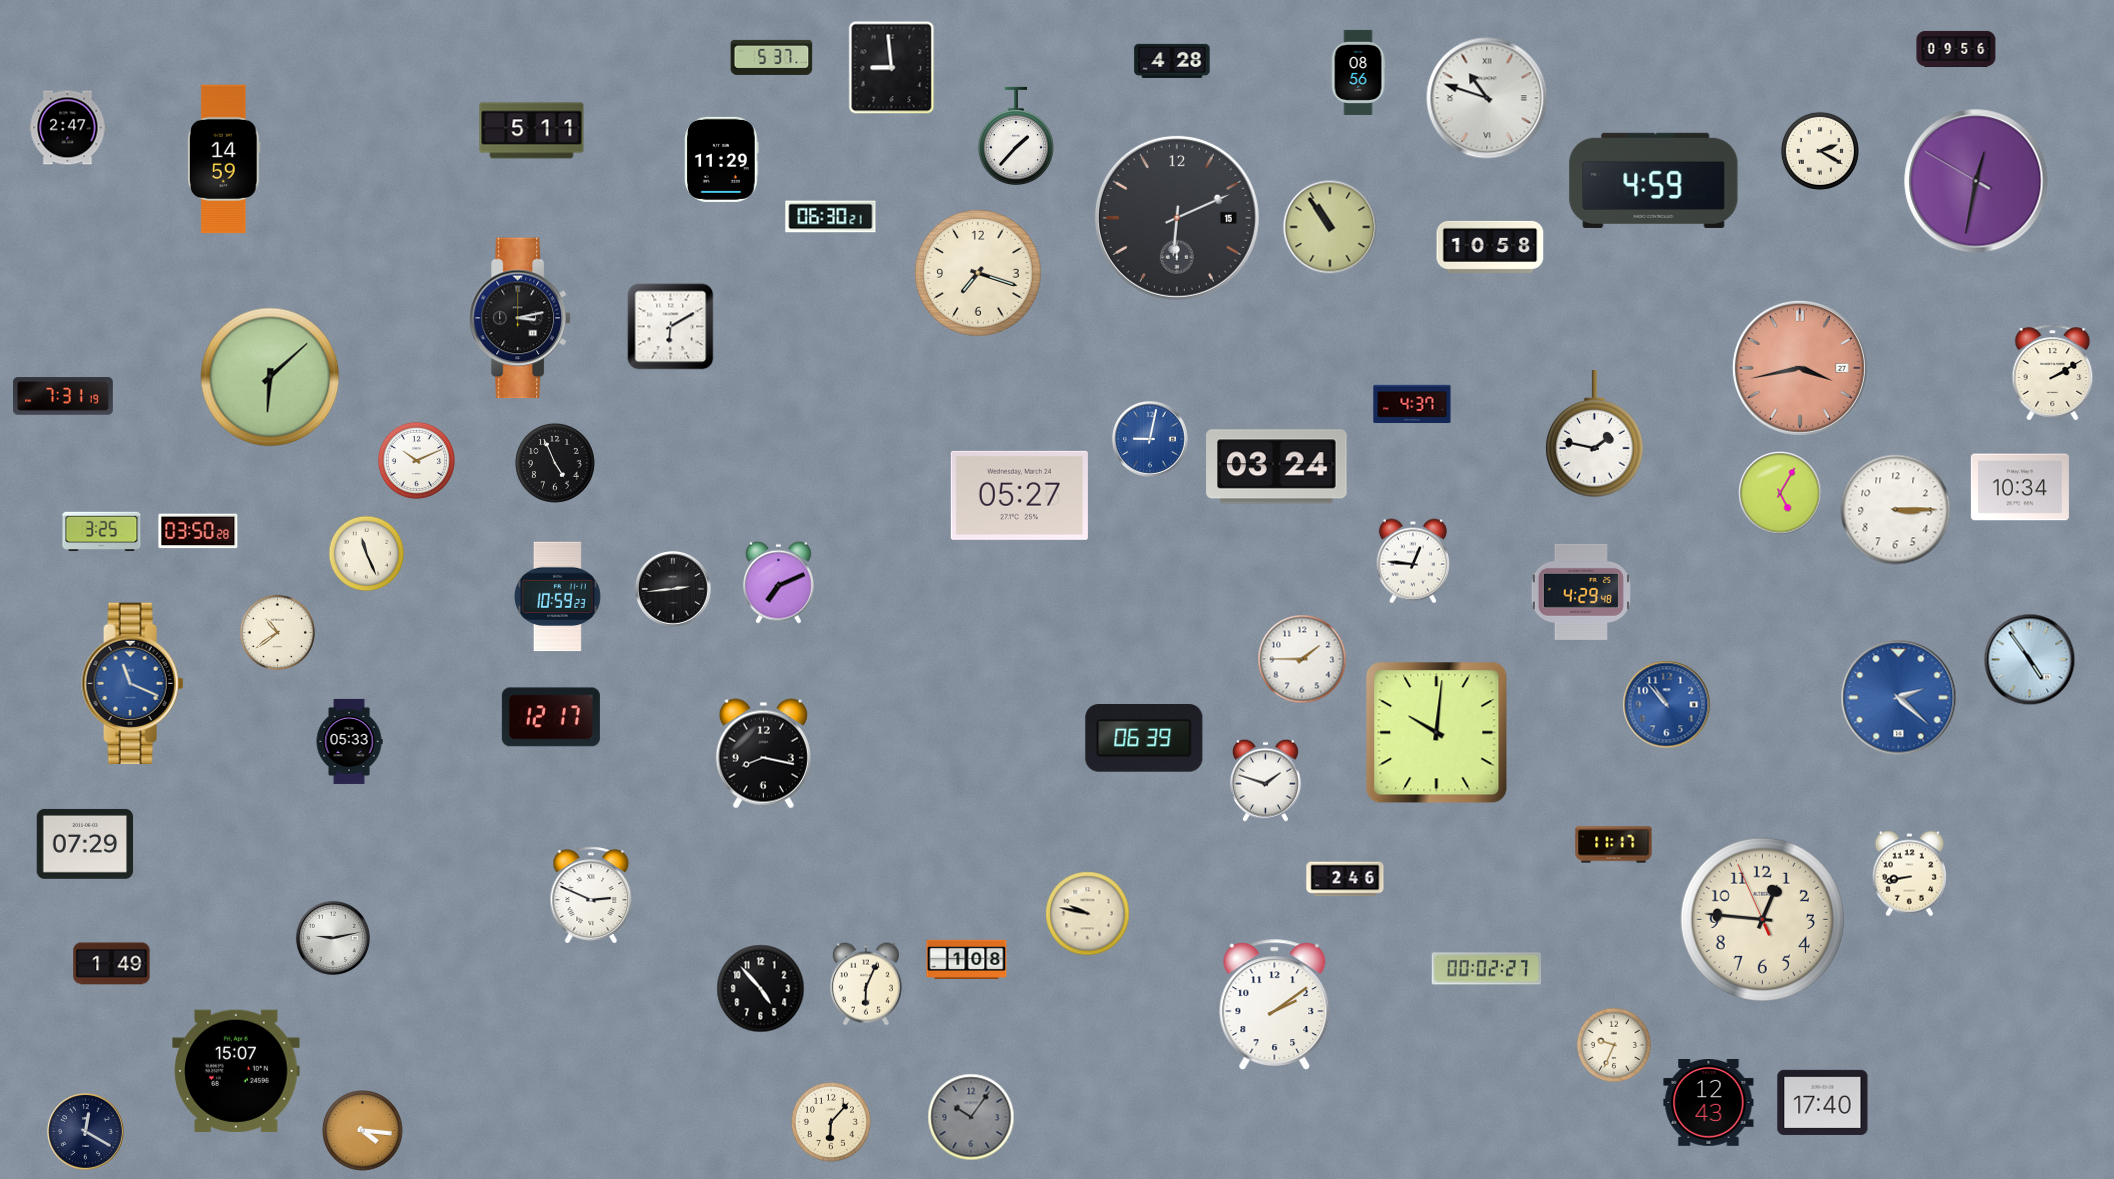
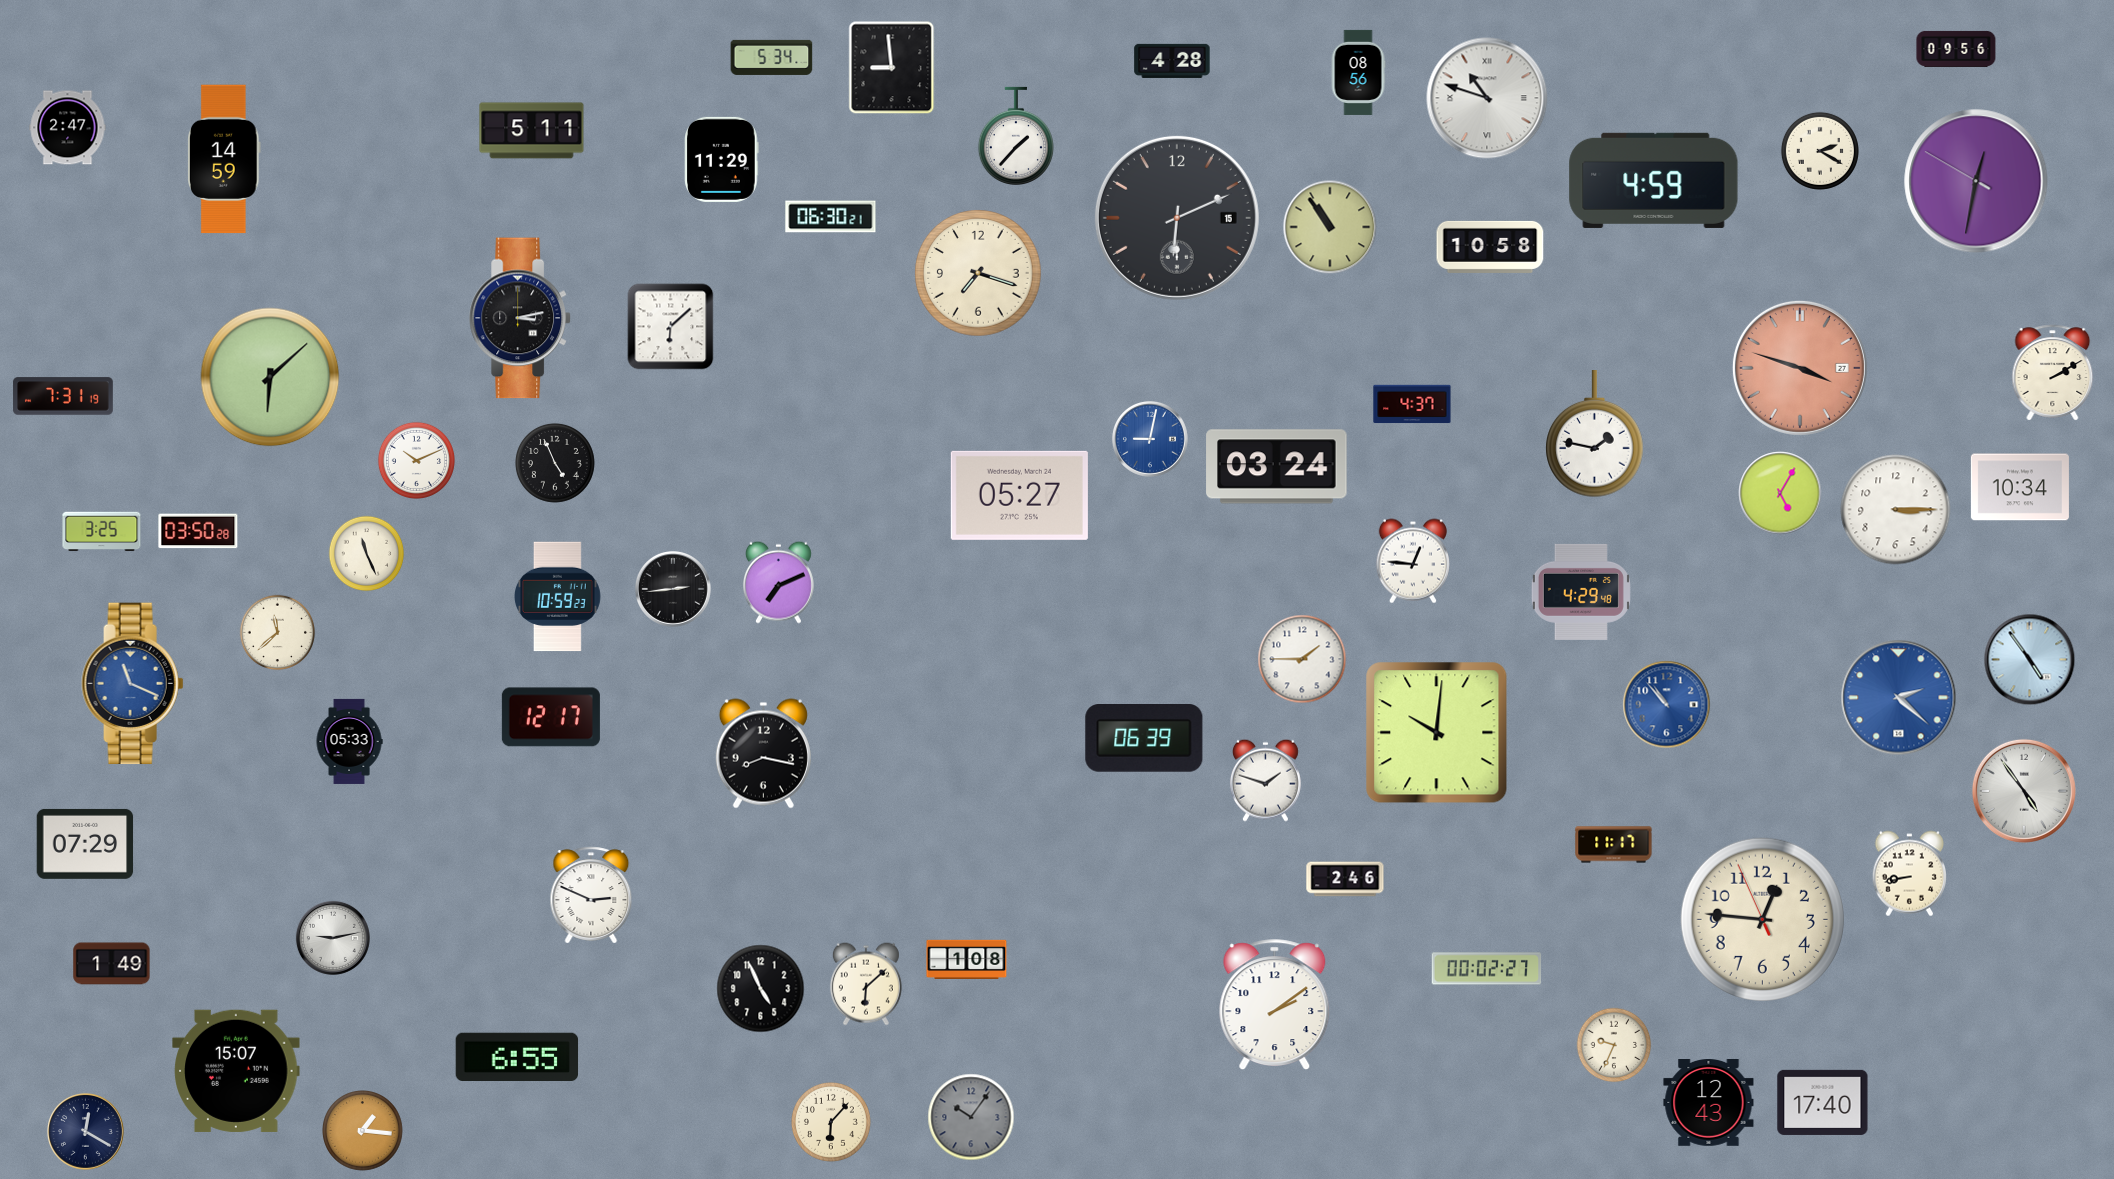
clock at (772, 57): 5:37 -> 5:34
clock at (671, 327): 6:10 -> 6:08
clock at (1800, 368): 3:43 -> 3:48
clock at (278, 633): 10:39 -> 11:38
clock at (2024, 791): none -> 4:54
clock at (1088, 914): 9:47 -> none
clock at (866, 984): 6:04 -> 6:08
clock at (761, 989): 4:53 -> 4:56
clock at (517, 1056): none -> 6:55
clock at (363, 1131): 4:16 -> 1:16
